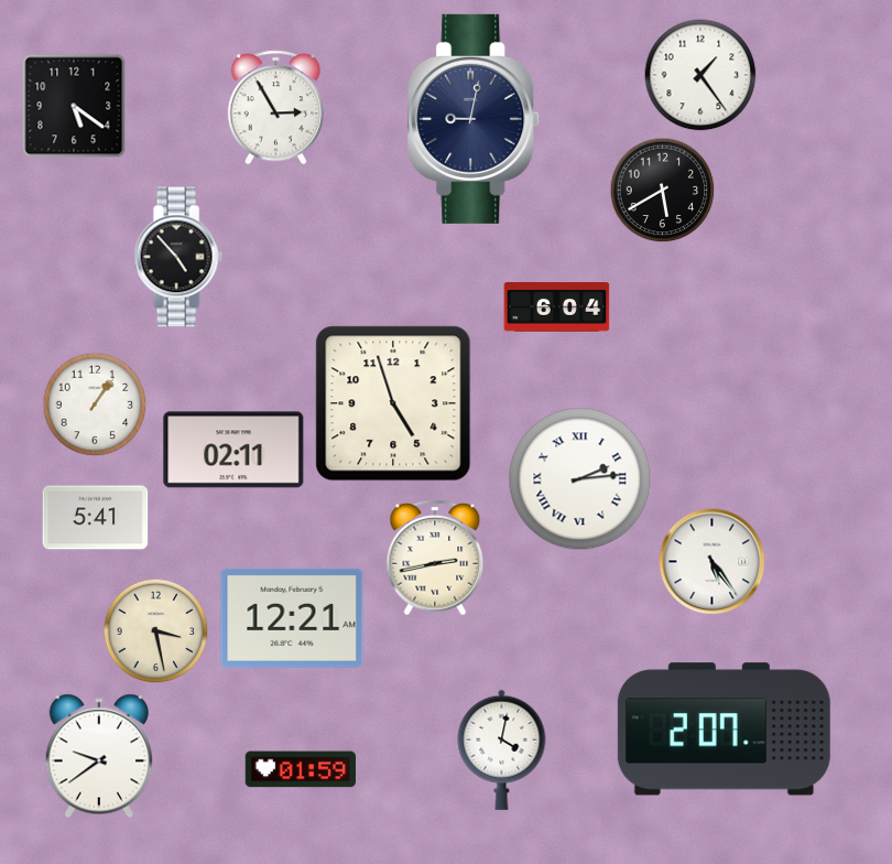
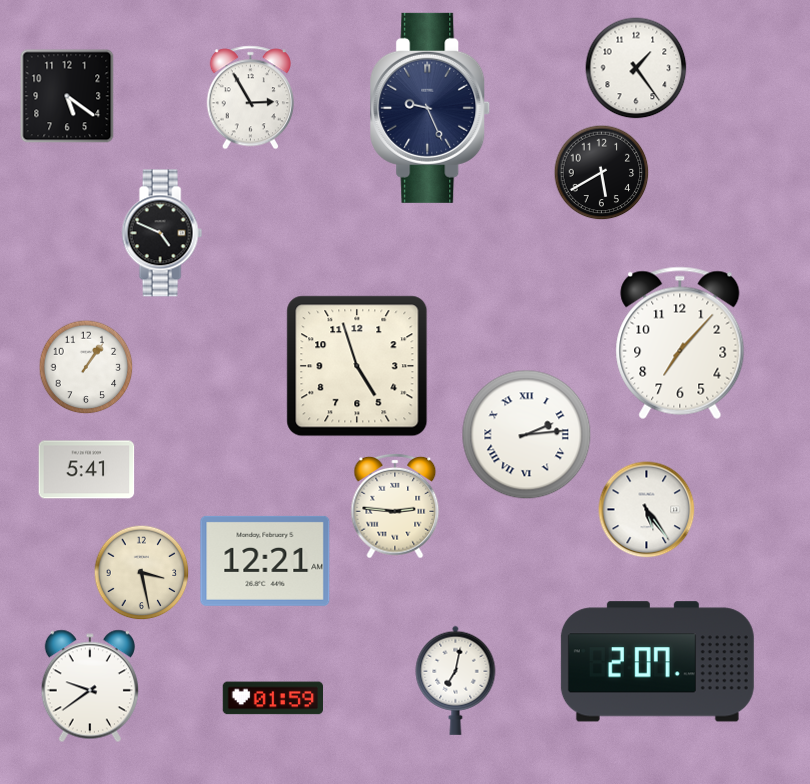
clock at (474, 119): 9:02 -> 9:26
clock at (178, 257): 4:53 -> 4:49
clock at (557, 307): 6:04 -> none
clock at (680, 343): none -> 7:07
clock at (233, 450): 02:11 -> none
clock at (435, 558): 2:43 -> 2:46
clock at (502, 749): 4:02 -> 7:02
